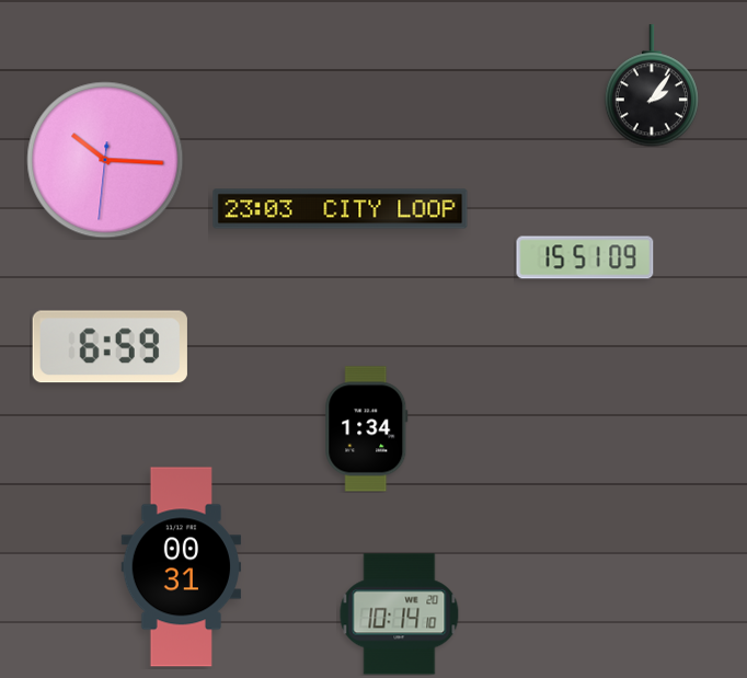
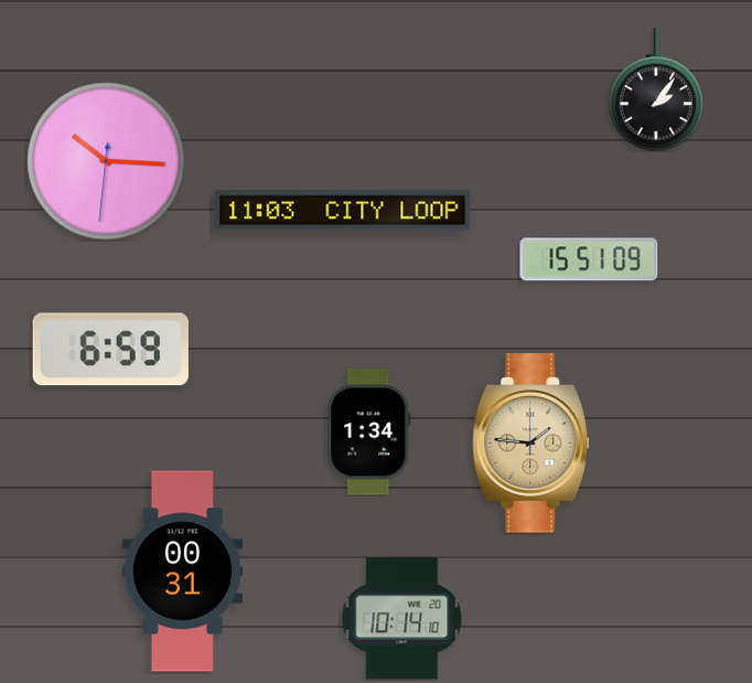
clock at (652, 85) position: (652, 85) -> (656, 89)
clock at (341, 209): 23:03 -> 11:03
clock at (531, 444): none -> 1:46
